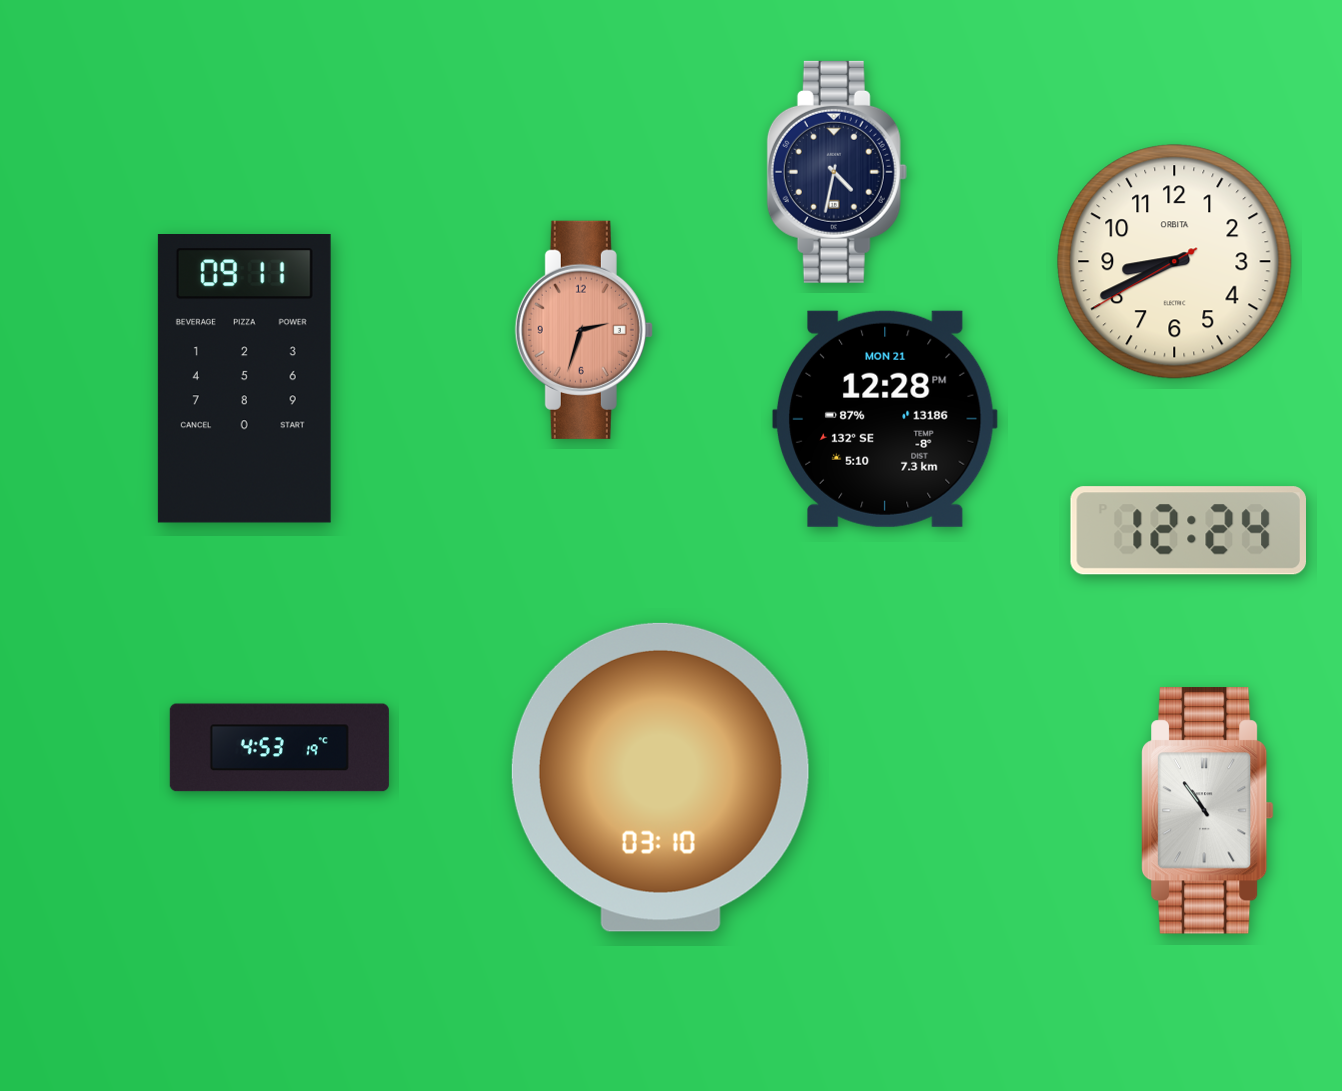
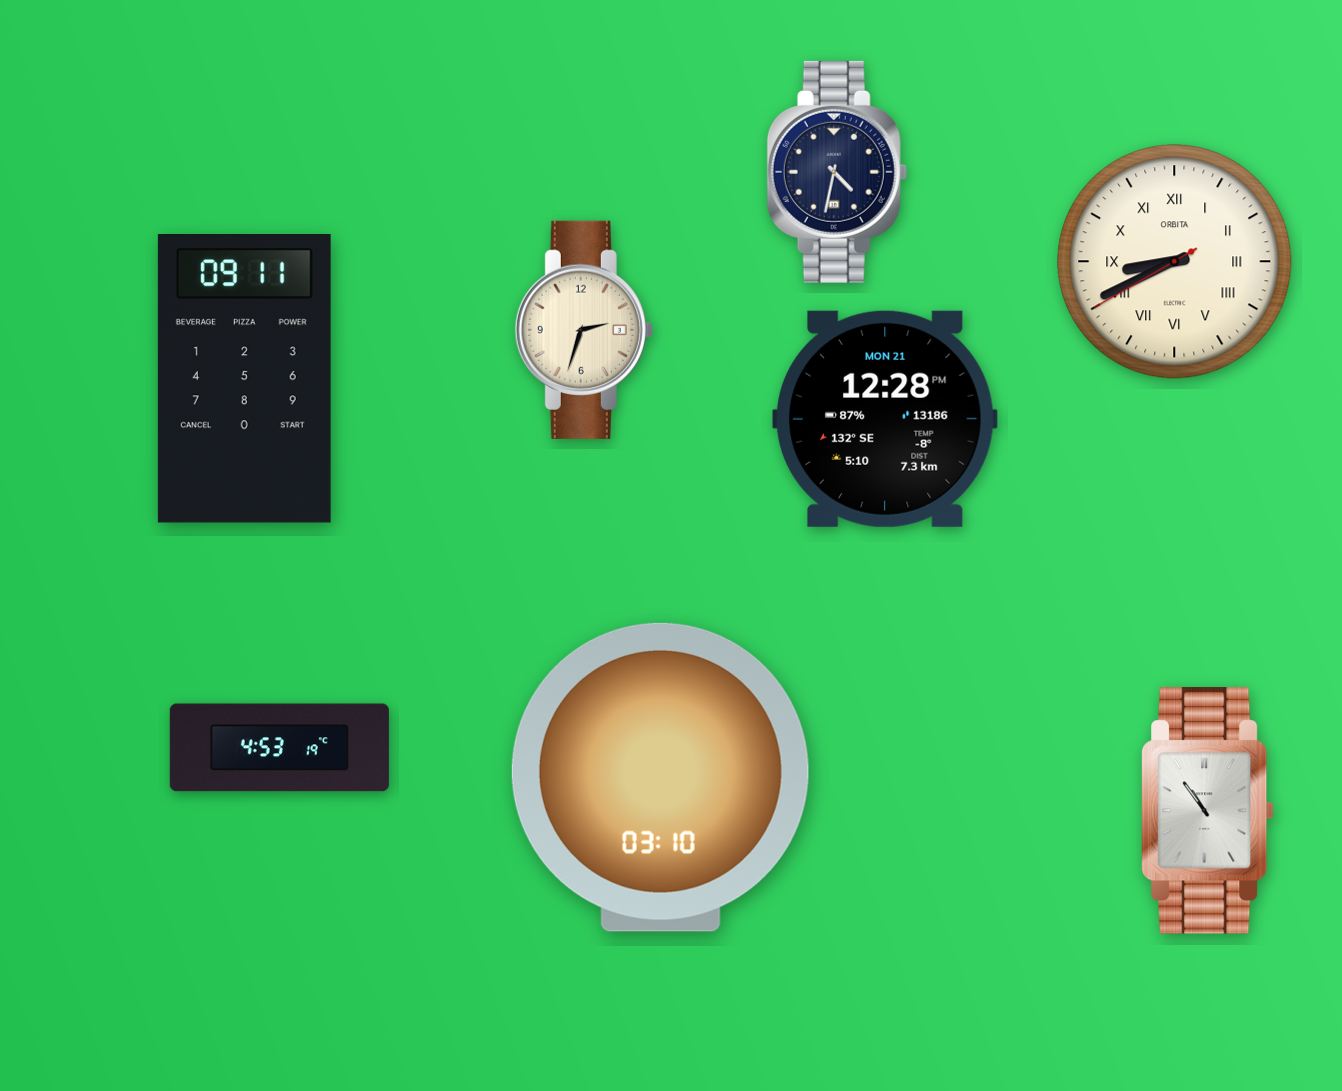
clock at (1175, 262) numerals: Arabic -> Roman
clock at (584, 330) dial: salmon -> cream
clock at (1188, 531): 12:24 -> none
